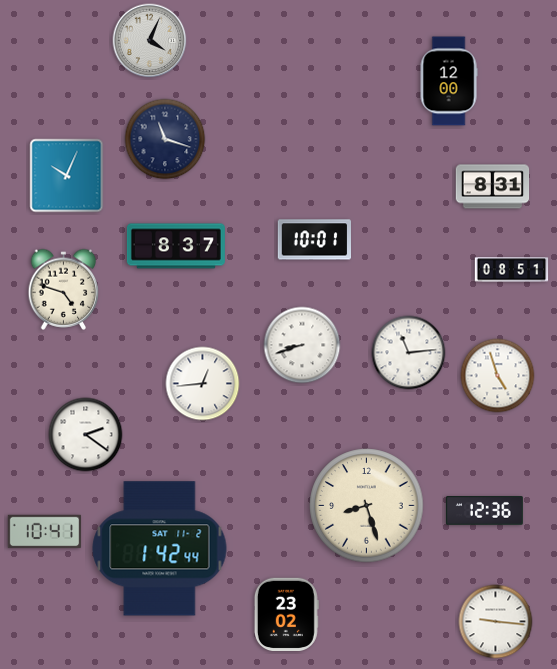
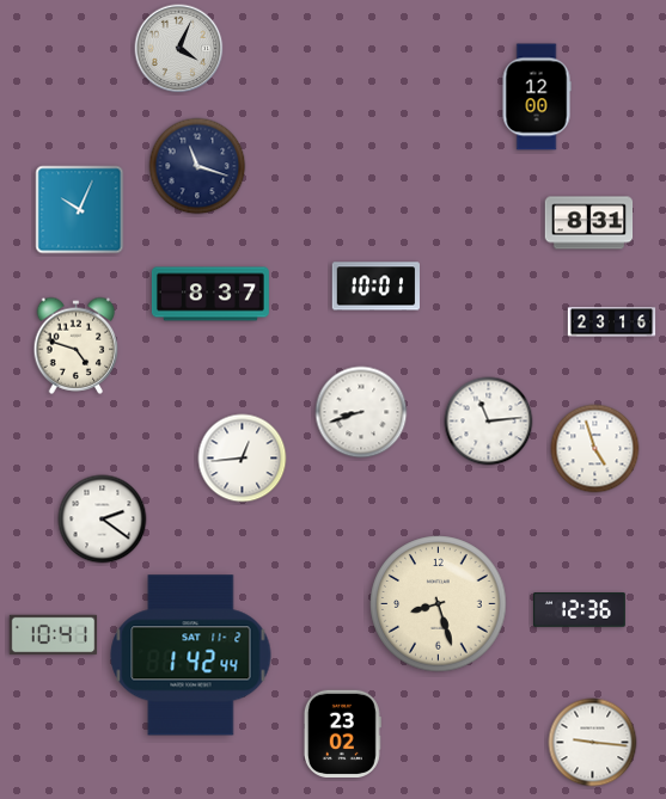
clock at (512, 270): 08:51 -> 23:16
